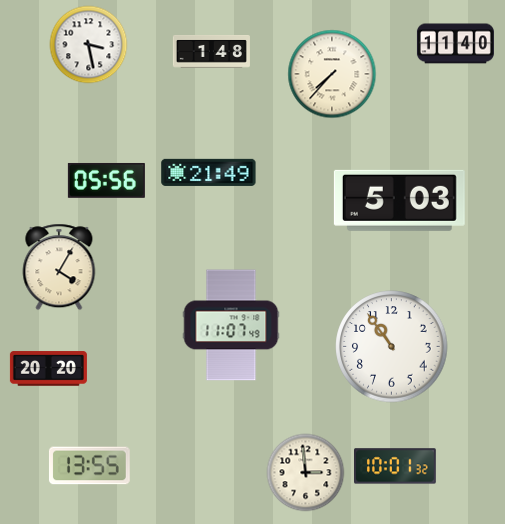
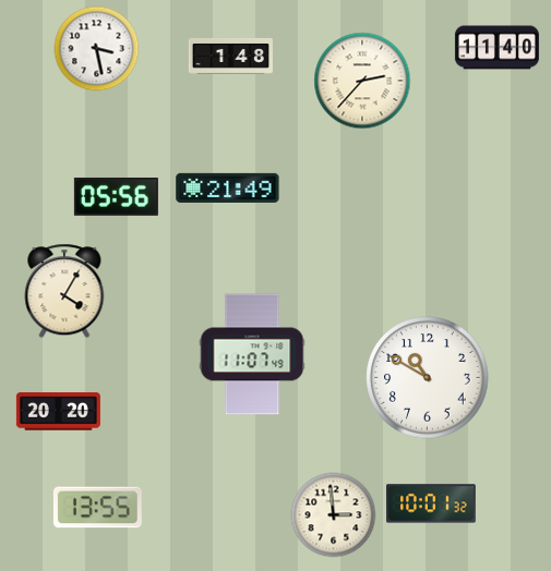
clock at (332, 74): 7:37 -> 2:37
clock at (399, 200): 5:03 -> none
clock at (392, 347): 10:54 -> 10:50
clock at (48, 369) position: (48, 369) -> (58, 412)
clock at (396, 466) position: (396, 466) -> (432, 503)
